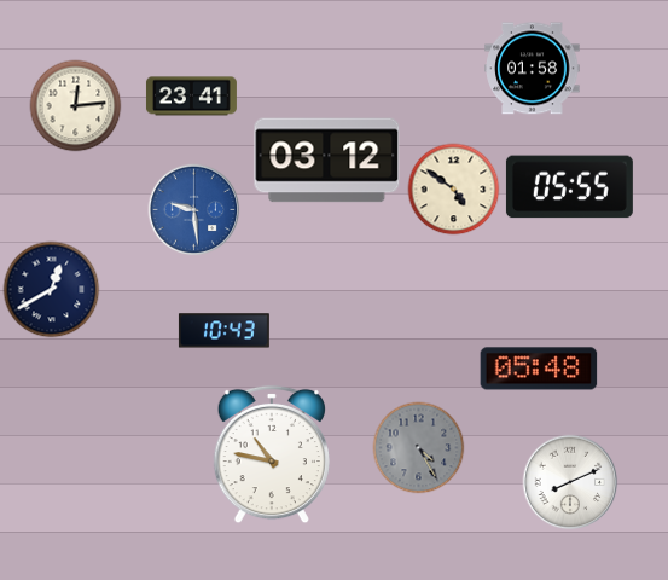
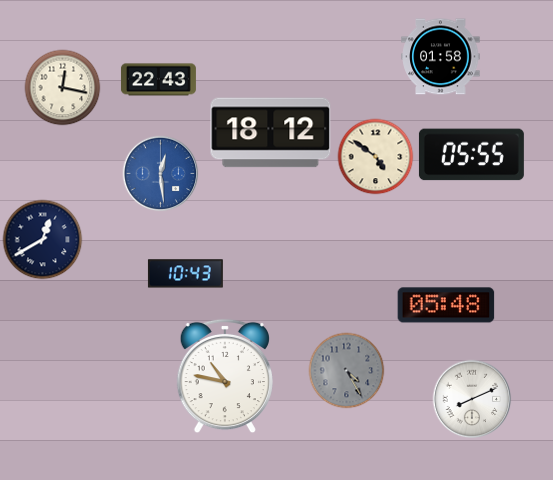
clock at (191, 97): 23:41 -> 22:43
clock at (76, 106): 12:14 -> 12:17
clock at (327, 161): 03:12 -> 18:12
clock at (194, 210): 9:29 -> 12:29
